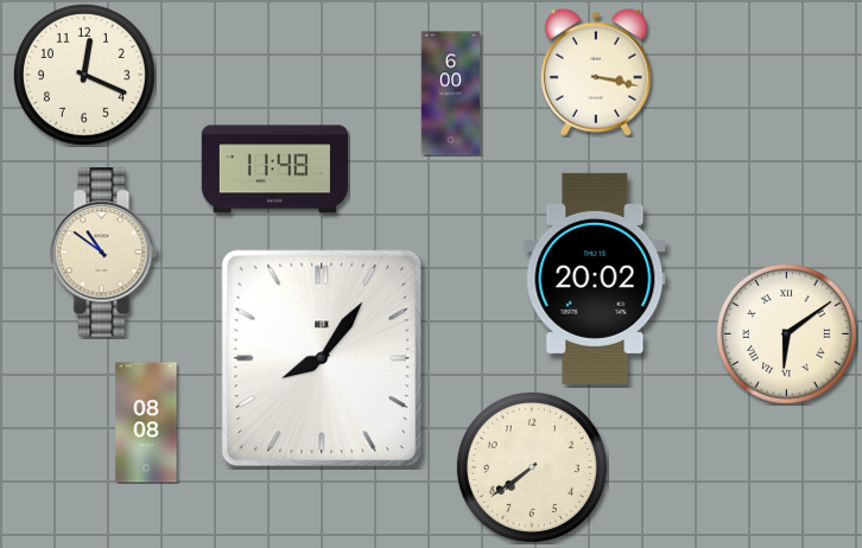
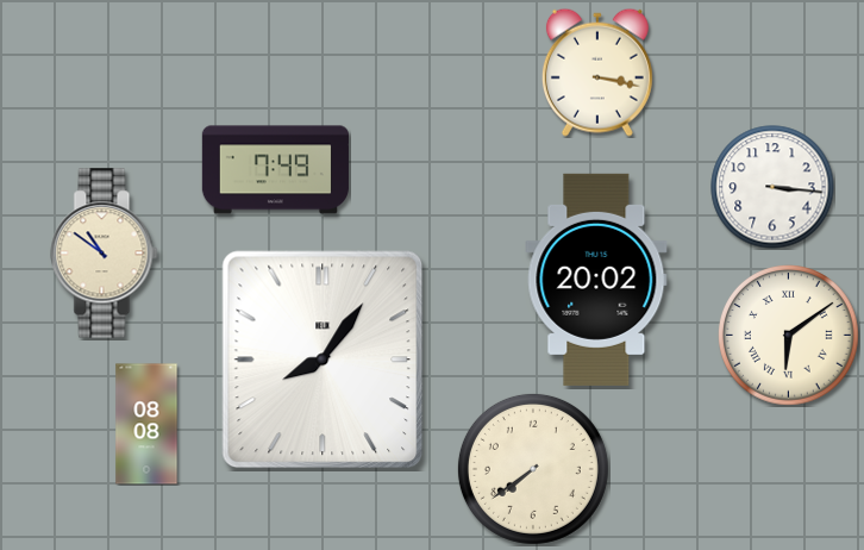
clock at (85, 76): 12:19 -> none
clock at (451, 94): 6:00 -> none
clock at (274, 170): 11:48 -> 7:49
clock at (772, 187): none -> 3:16
